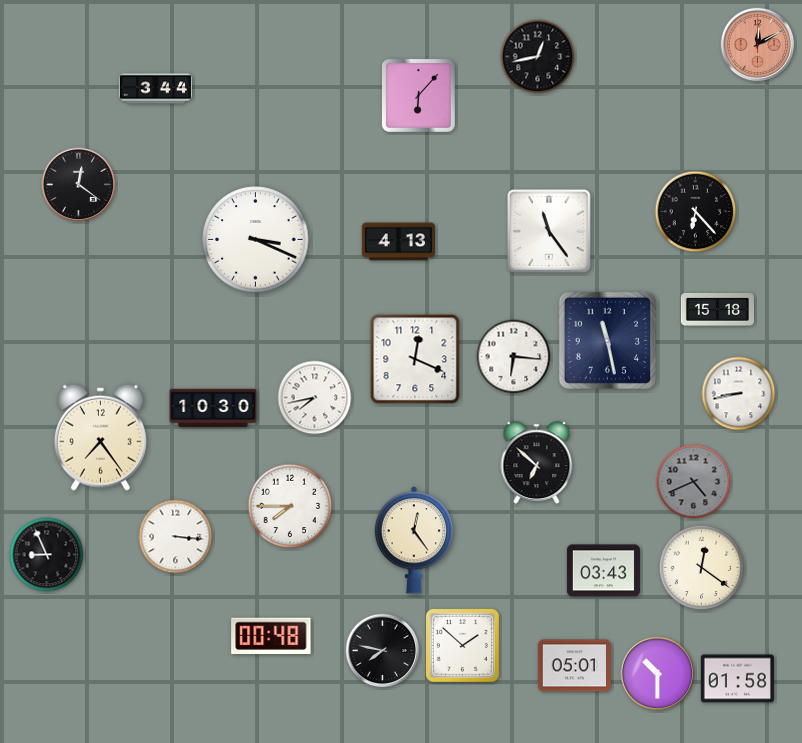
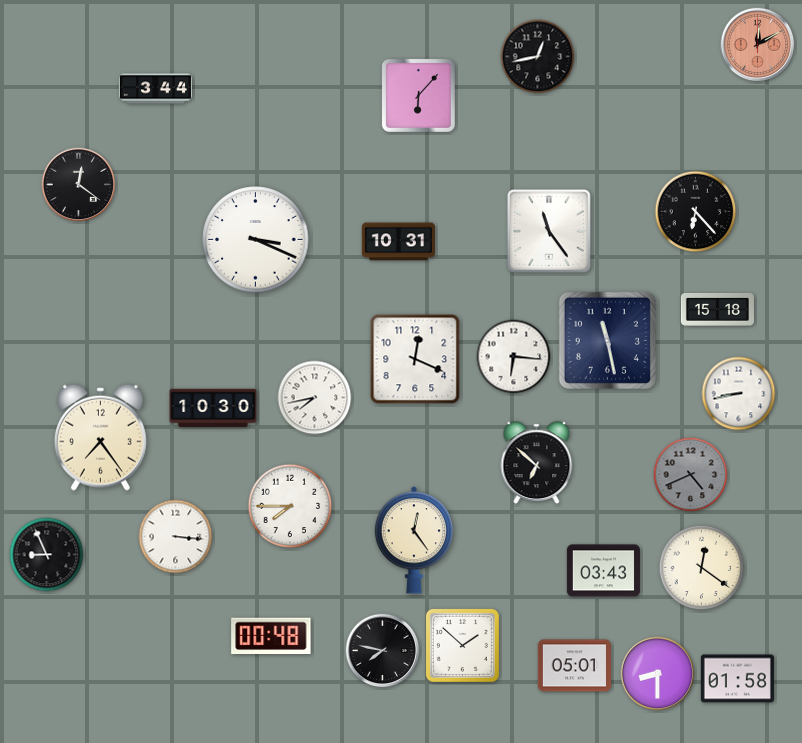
clock at (398, 242): 4:13 -> 10:31
clock at (694, 482) position: (694, 482) -> (691, 475)
clock at (658, 674): 10:30 -> 8:30
